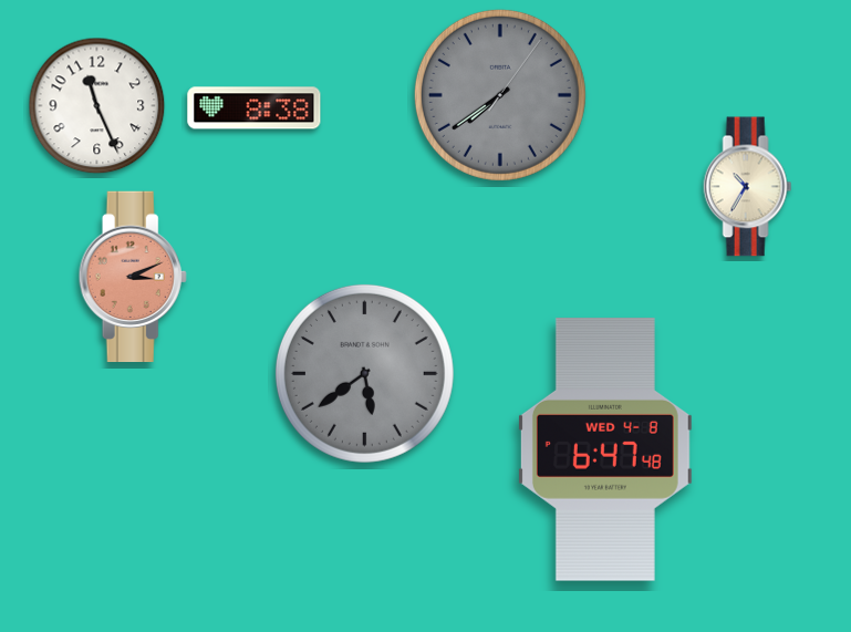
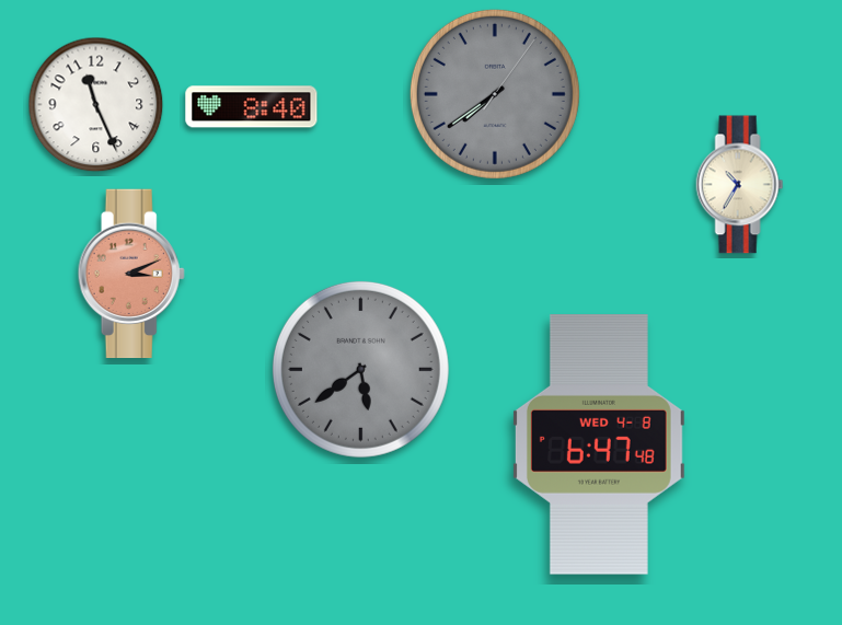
clock at (255, 108): 8:38 -> 8:40
